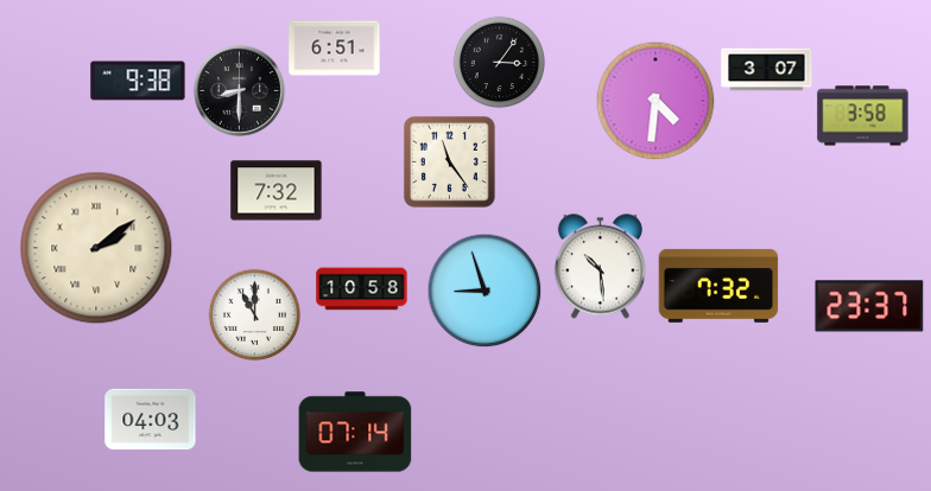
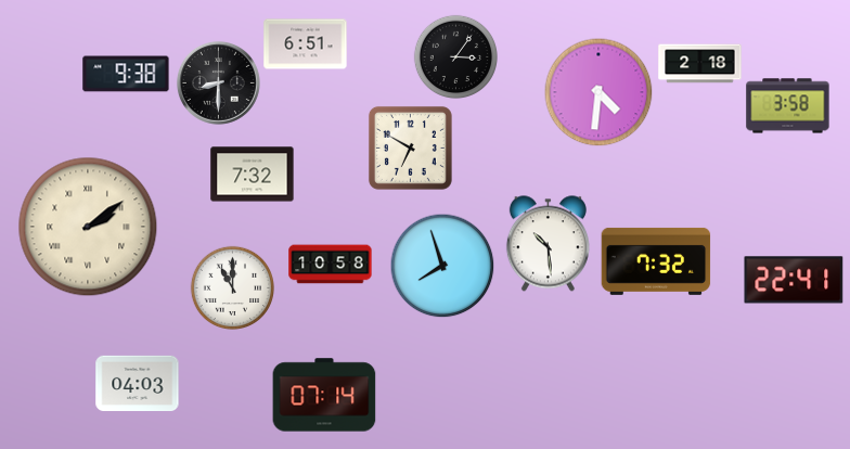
clock at (767, 70): 3:07 -> 2:18
clock at (449, 161): 11:24 -> 6:50
clock at (484, 291): 8:57 -> 7:57
clock at (869, 306): 23:37 -> 22:41
